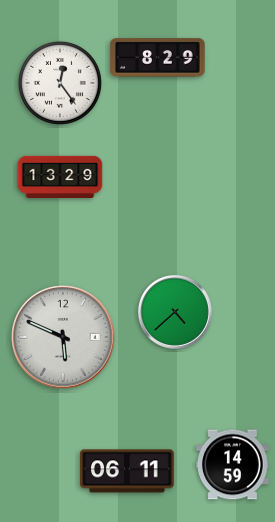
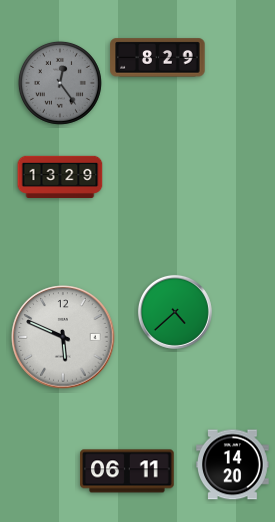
clock at (60, 83) dial: white -> grey
clock at (233, 465): 14:59 -> 14:20
